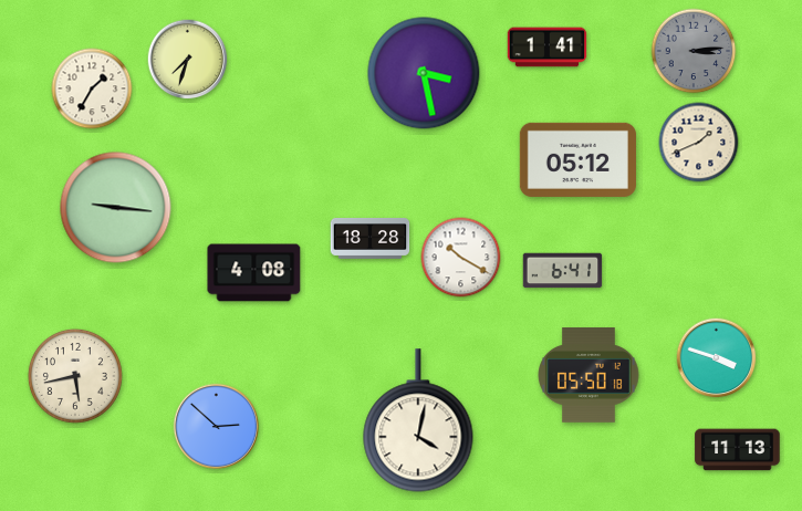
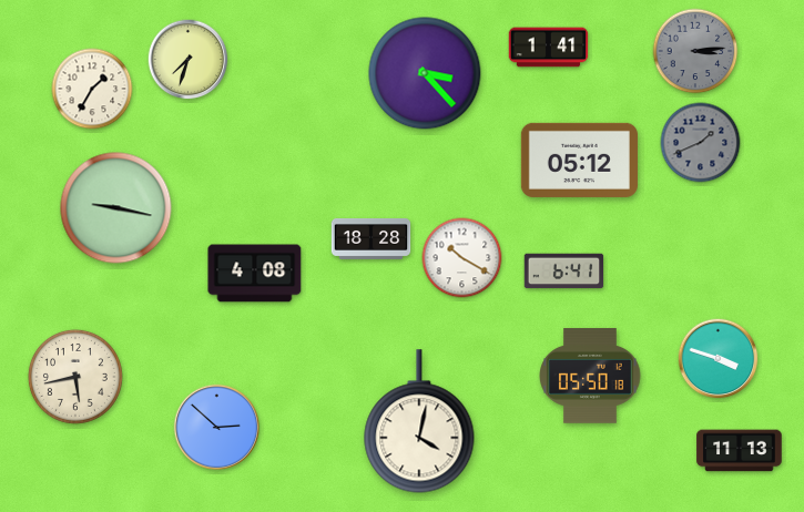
clock at (424, 73): 3:28 -> 3:23
clock at (699, 143) dial: cream -> grey
clock at (116, 208): 9:16 -> 9:17
